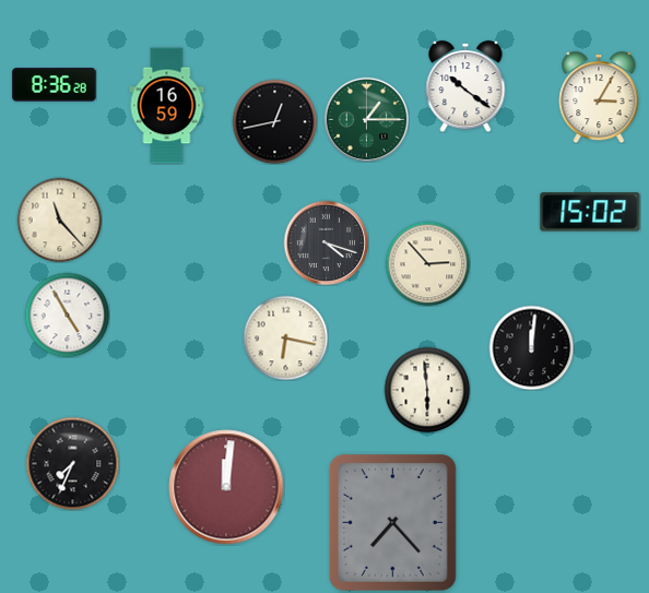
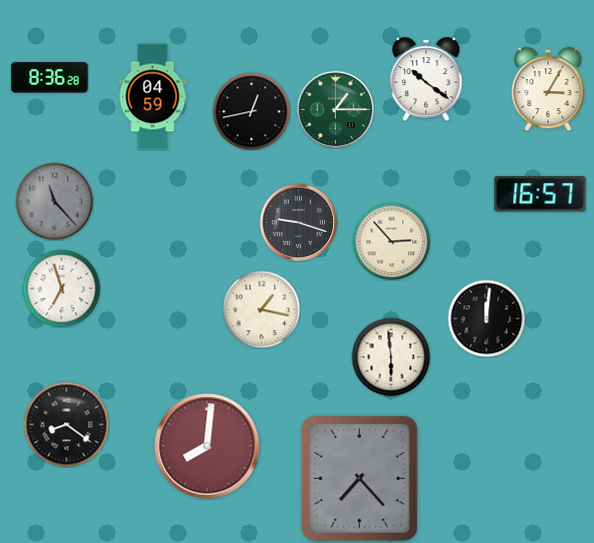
clock at (167, 106): 16:59 -> 04:59
clock at (590, 212): 15:02 -> 16:57
clock at (59, 220) dial: cream -> grey
clock at (326, 242): 4:18 -> 9:18
clock at (67, 315): 4:55 -> 6:57
clock at (285, 337): 6:17 -> 1:17
clock at (72, 463): 7:34 -> 8:21
clock at (226, 487): 12:01 -> 8:01
